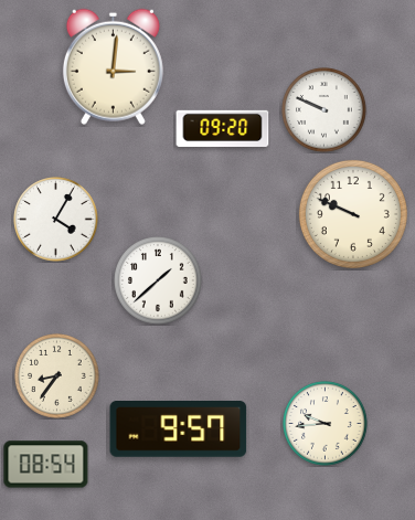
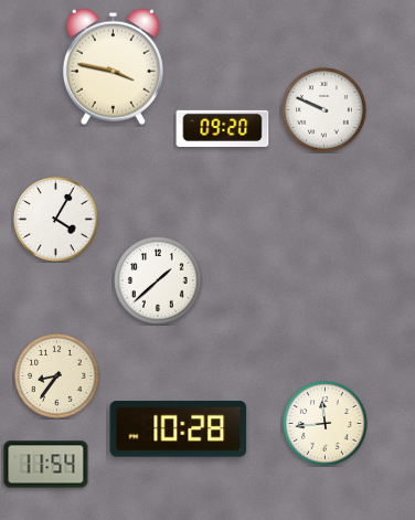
clock at (113, 66): 3:01 -> 3:47
clock at (353, 214): 9:49 -> none
clock at (326, 424): 9:44 -> 11:44
clock at (179, 429): 9:57 -> 10:28
clock at (46, 465): 08:54 -> 11:54
